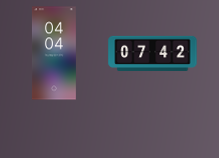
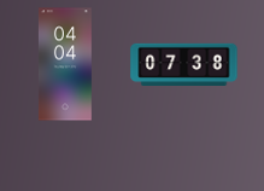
clock at (153, 53): 07:42 -> 07:38
